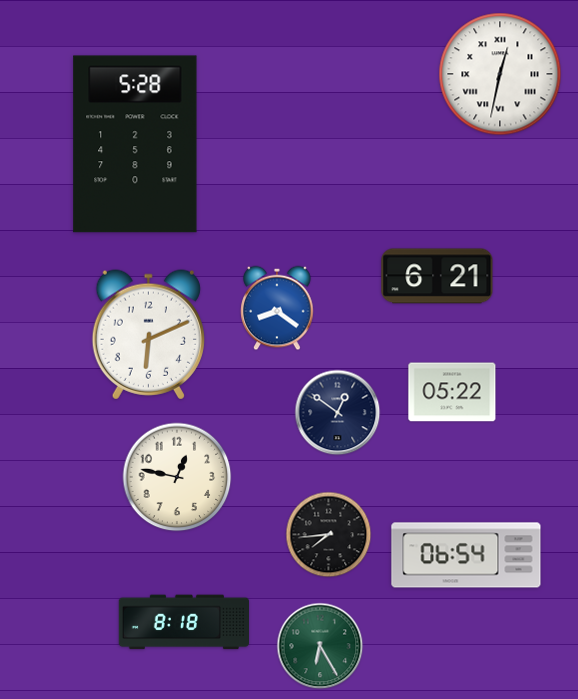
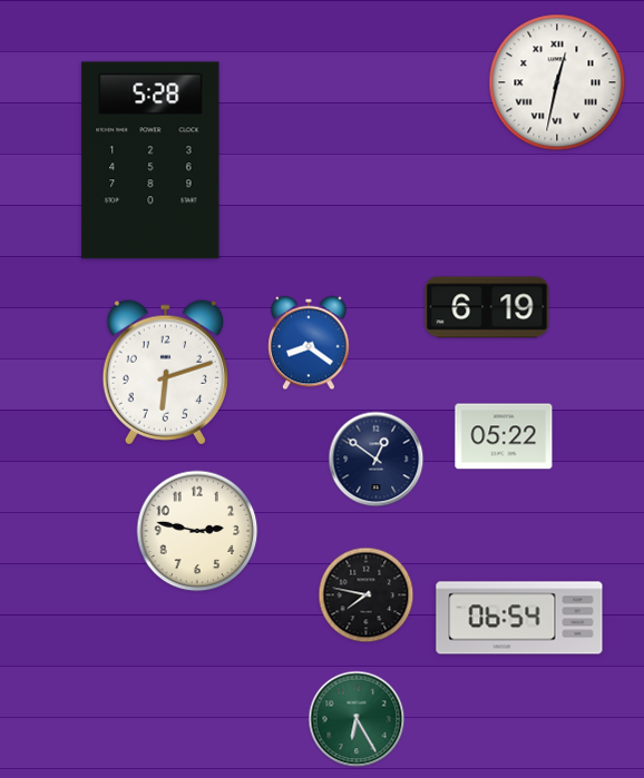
clock at (437, 276): 6:21 -> 6:19
clock at (148, 335): 6:11 -> 6:12
clock at (177, 477): 12:47 -> 2:47
clock at (329, 535): 7:44 -> 7:47
clock at (183, 622): 8:18 -> none
